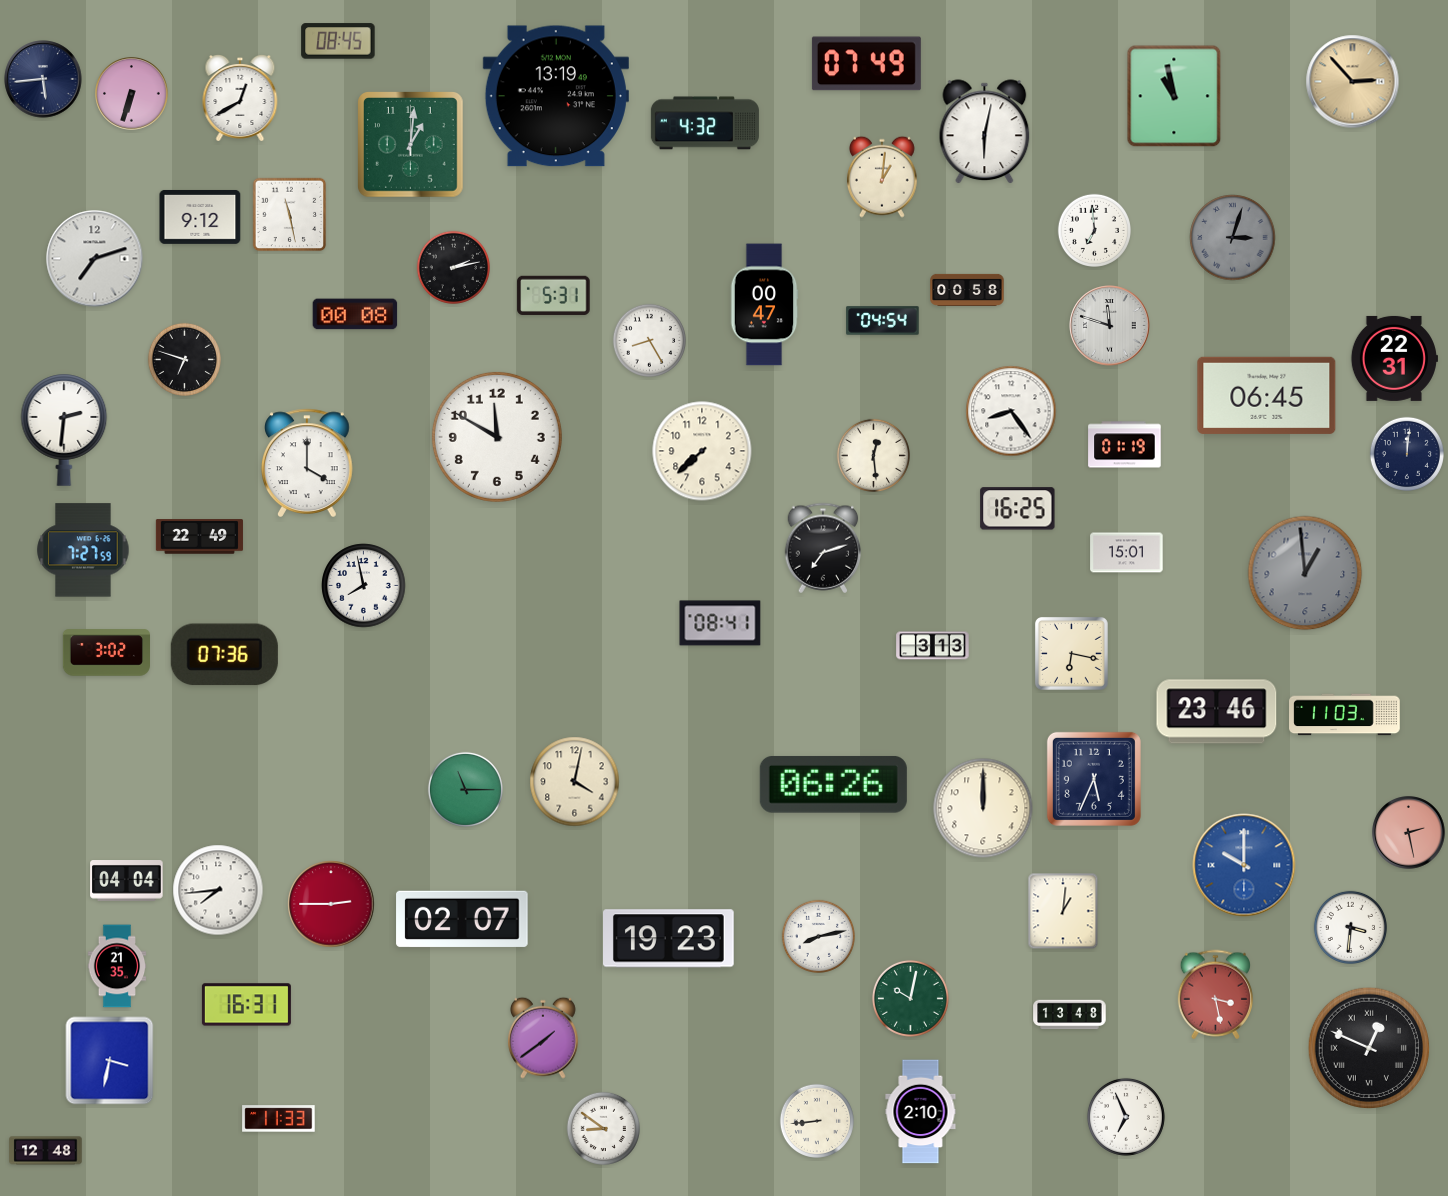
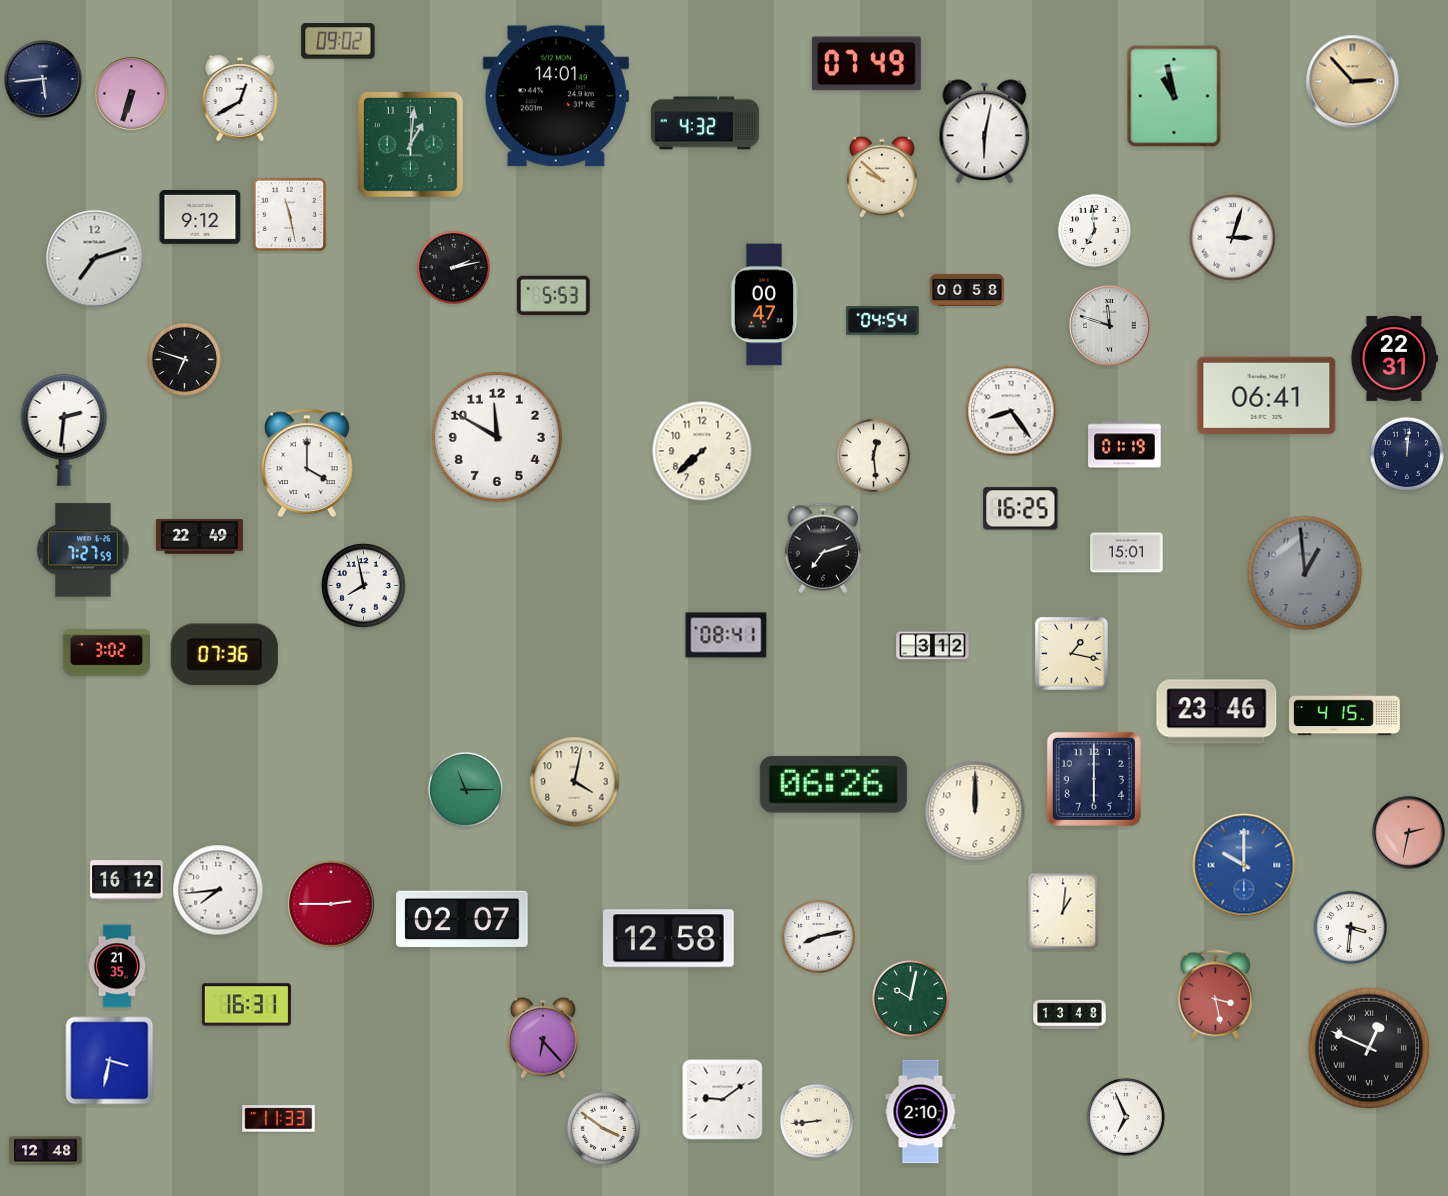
clock at (338, 41): 08:45 -> 09:02
clock at (556, 96): 13:19 -> 14:01
clock at (882, 177): 1:01 -> 9:52
clock at (1233, 238) dial: grey -> white
clock at (554, 295): 5:31 -> 5:53
clock at (355, 314): 00:08 -> none
clock at (649, 340): 8:25 -> none
clock at (1267, 395): 06:45 -> 06:41
clock at (1018, 509) position: (1018, 509) -> (1021, 509)
clock at (720, 623) position: (720, 623) -> (726, 635)
clock at (933, 646): 3:13 -> 3:12
clock at (1071, 653): 6:17 -> 1:17
clock at (1345, 715): 11:03 -> 4:15
clock at (1094, 779): 5:34 -> 6:00
clock at (983, 808) position: (983, 808) -> (975, 811)
clock at (1409, 833): 2:28 -> 2:32
clock at (127, 881): 04:04 -> 16:12
clock at (669, 939): 19:23 -> 12:58
clock at (543, 1038): 1:39 -> 6:23
clock at (723, 1100): none -> 9:09
clock at (603, 1128): 8:51 -> 3:51
